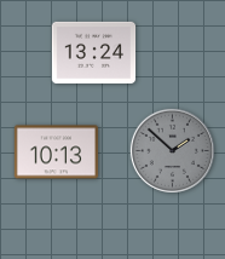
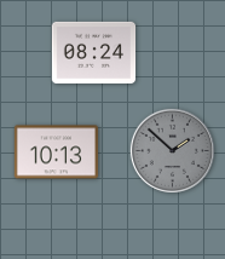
clock at (94, 52): 13:24 -> 08:24
